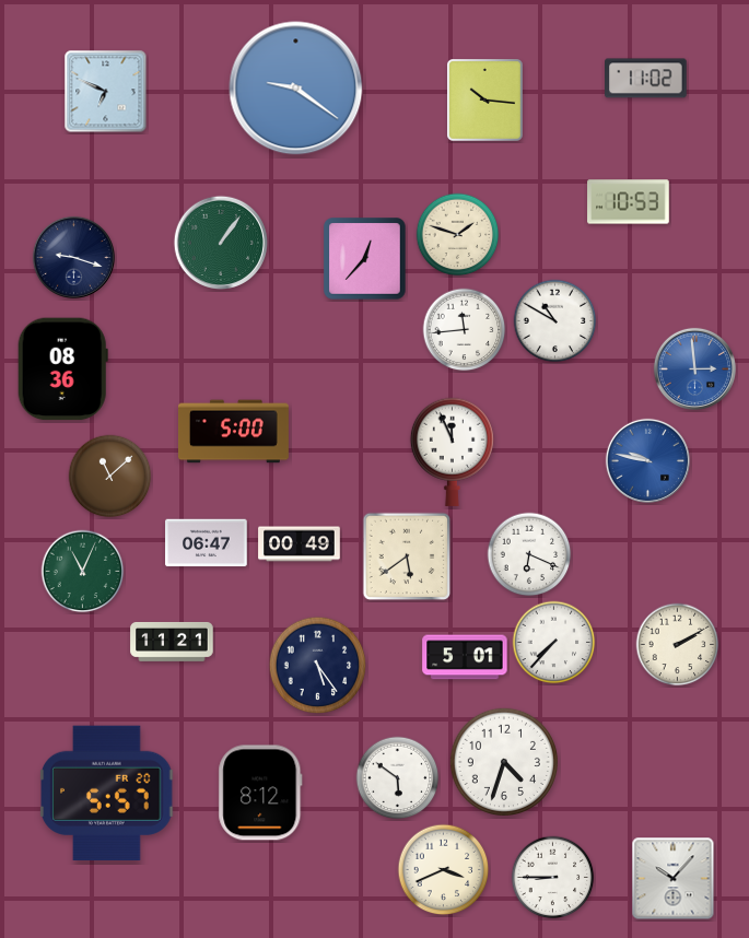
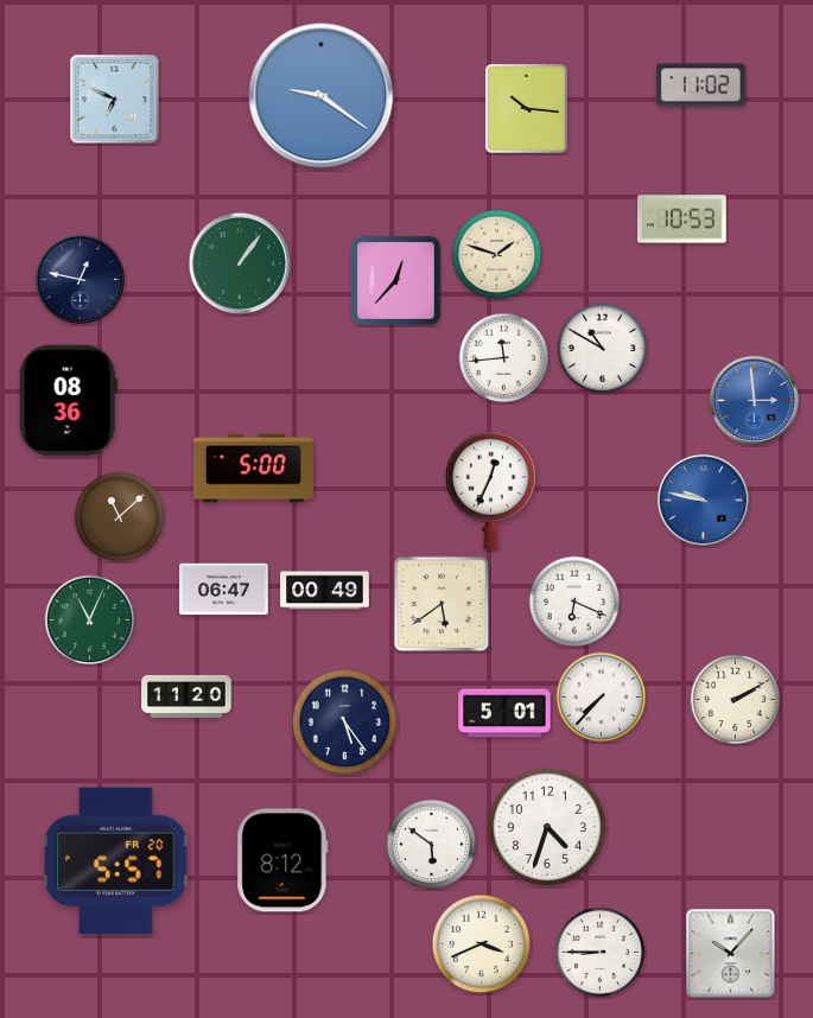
clock at (73, 257): 9:18 -> 12:47
clock at (452, 452): 11:56 -> 12:34
clock at (172, 642): 11:21 -> 11:20
